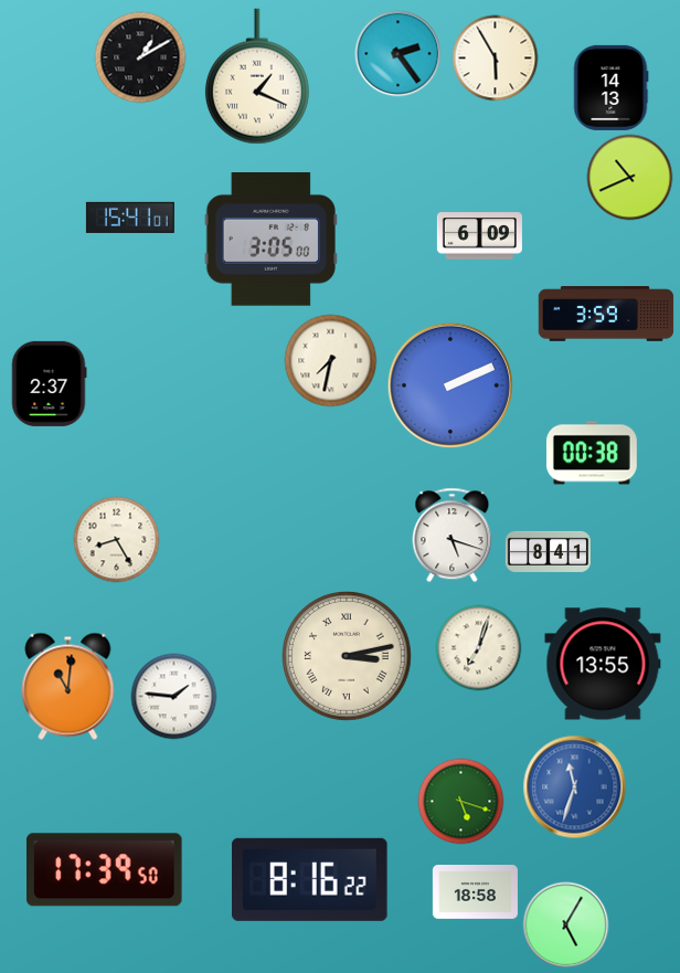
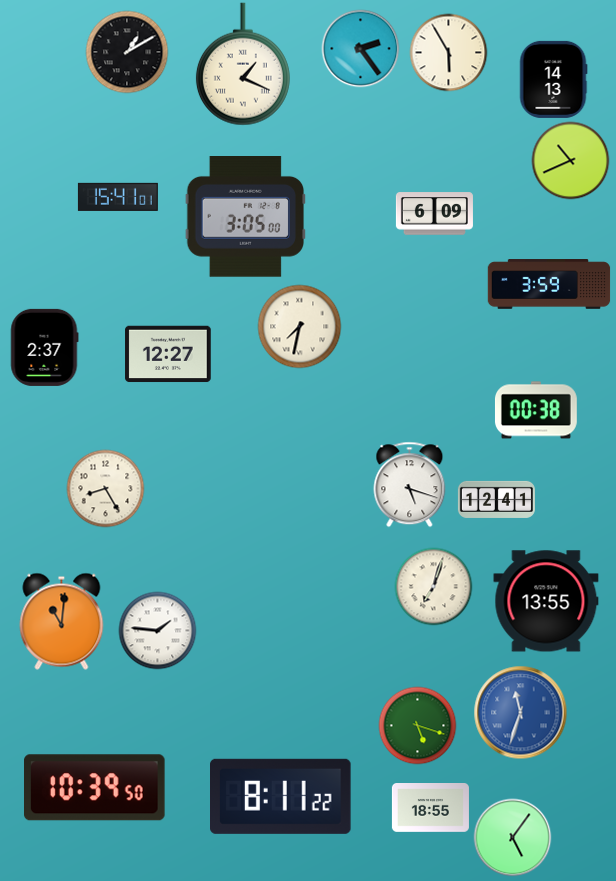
clock at (257, 76) position: (257, 76) -> (243, 64)
clock at (450, 385): 2:11 -> none
clock at (168, 354): none -> 12:27
clock at (548, 551): 8:41 -> 12:41
clock at (348, 657): 3:13 -> none
clock at (105, 870): 17:39 -> 10:39
clock at (310, 879): 8:16 -> 8:11
clock at (475, 892): 18:58 -> 18:55
clock at (565, 924): 5:05 -> 5:06
